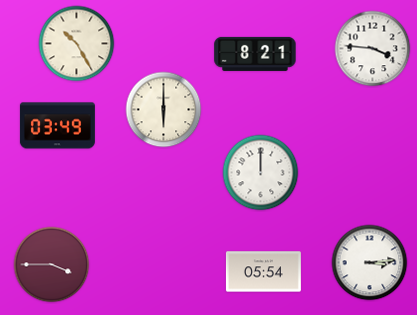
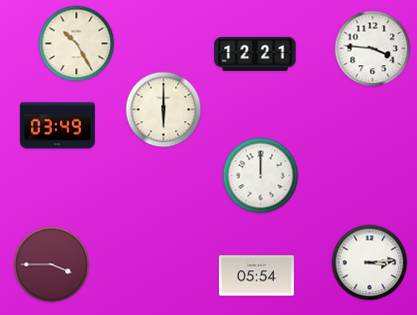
clock at (255, 54): 8:21 -> 12:21
clock at (261, 173) position: (261, 173) -> (261, 176)
clock at (263, 272) position: (263, 272) -> (256, 276)
